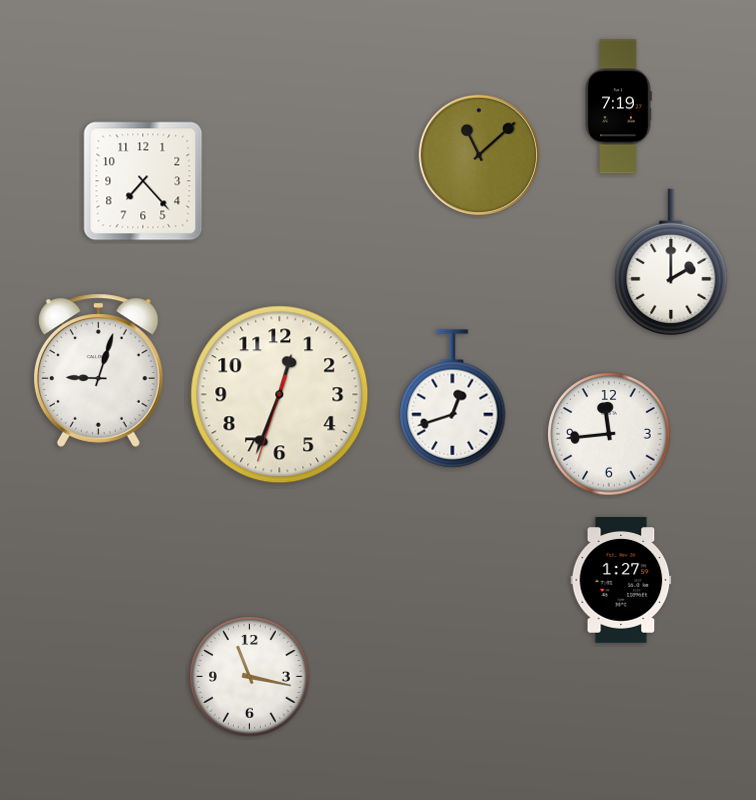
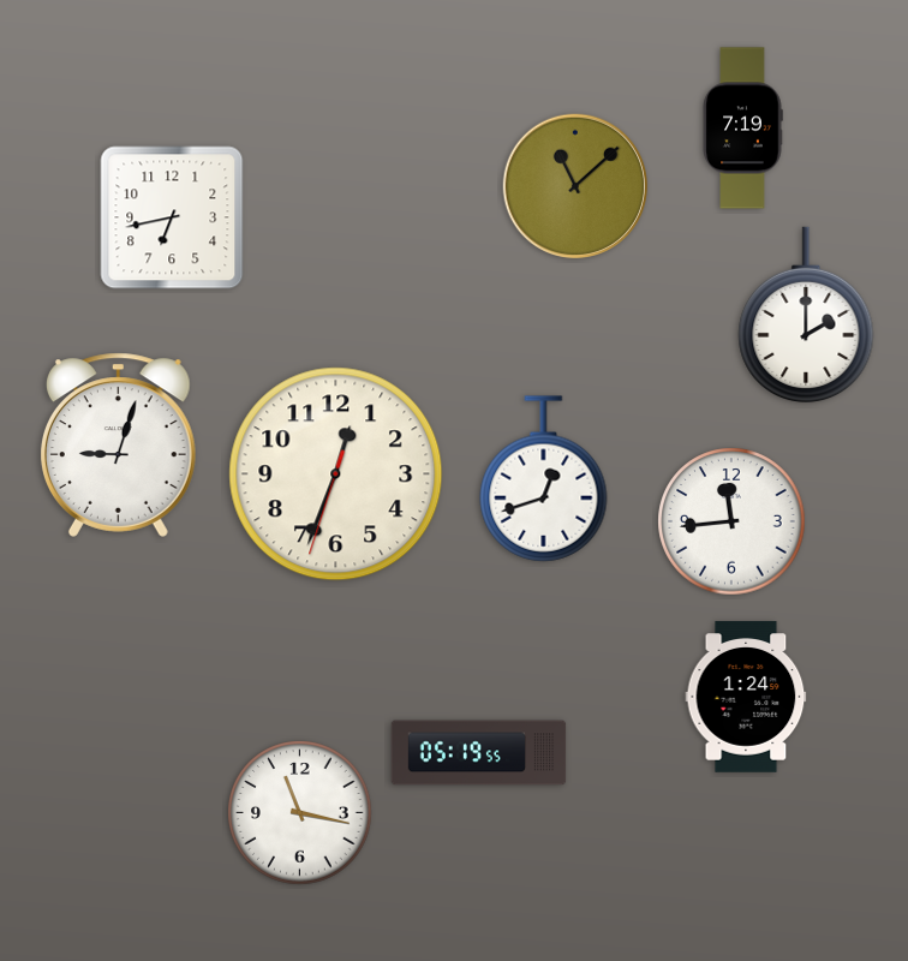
clock at (143, 181): 7:23 -> 6:43
clock at (621, 580): 1:27 -> 1:24
clock at (479, 753): none -> 05:19
